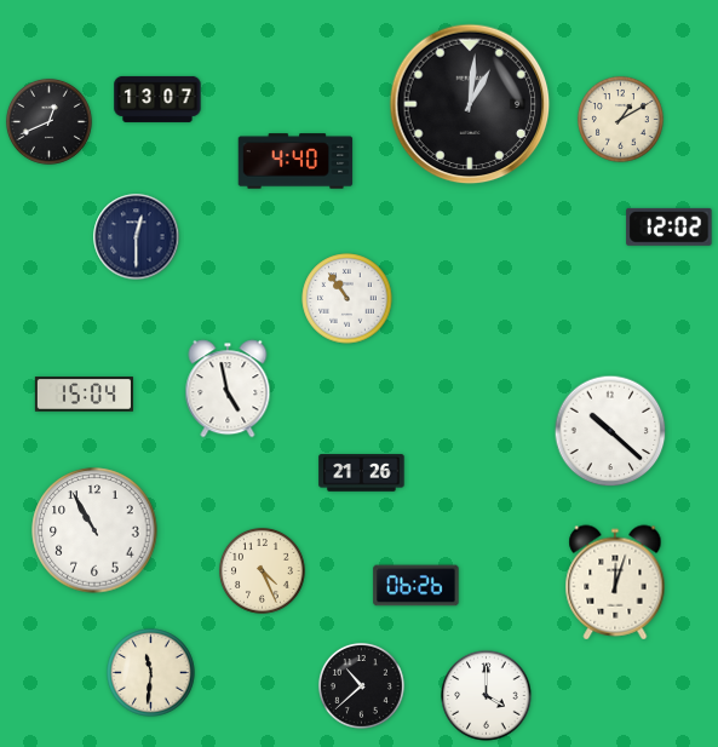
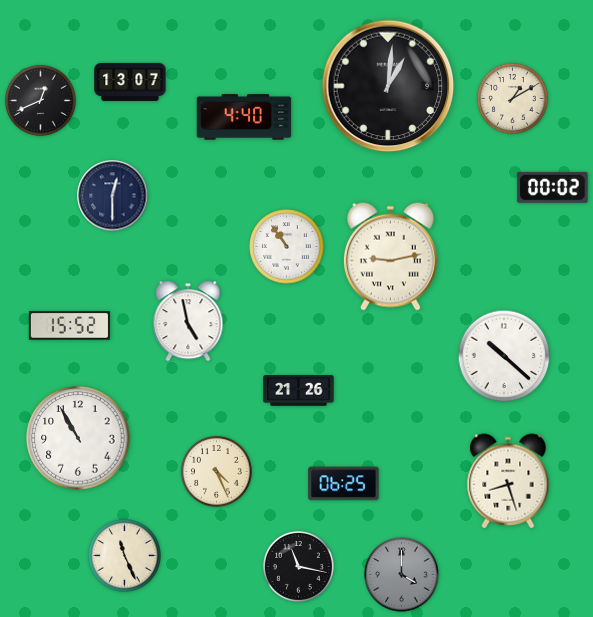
clock at (295, 161) position: (295, 161) -> (244, 117)
clock at (670, 226): 12:02 -> 00:02
clock at (390, 256): none -> 9:13
clock at (84, 395): 15:04 -> 15:52
clock at (615, 582): 12:03 -> 8:27
clock at (417, 586): 06:26 -> 06:25
clock at (151, 673): 11:31 -> 11:26
clock at (361, 685): 10:38 -> 11:17
clock at (487, 696) dial: white -> grey
